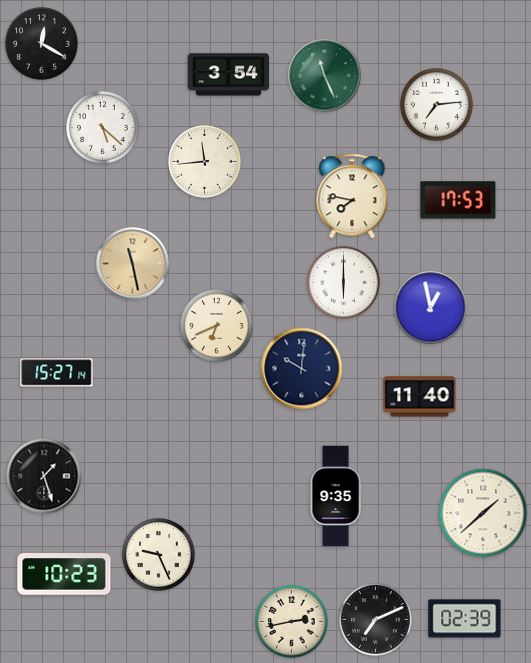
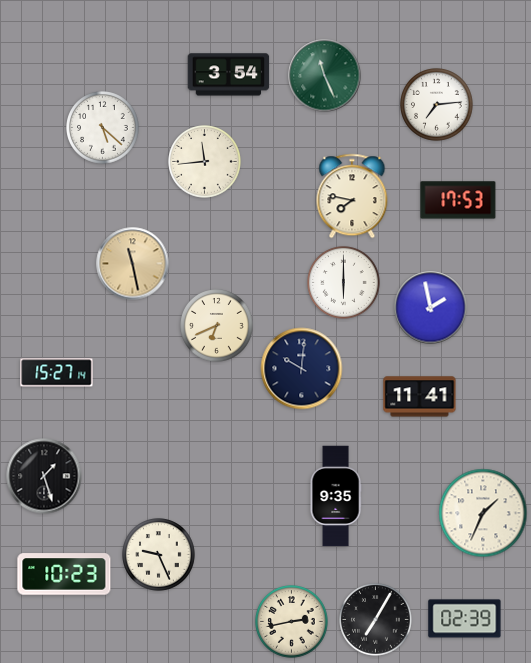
clock at (42, 44): 12:20 -> none
clock at (431, 308): 12:58 -> 1:58
clock at (420, 397): 11:40 -> 11:41
clock at (483, 513): 1:38 -> 1:34
clock at (376, 620): 7:11 -> 7:05
